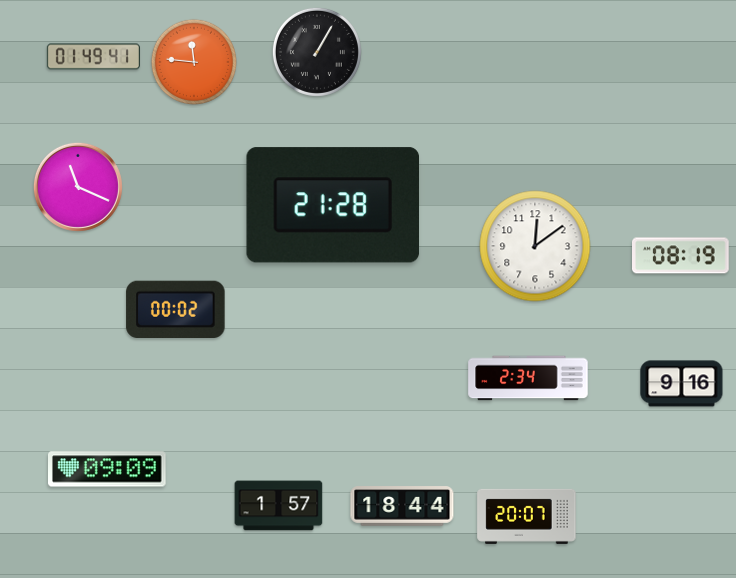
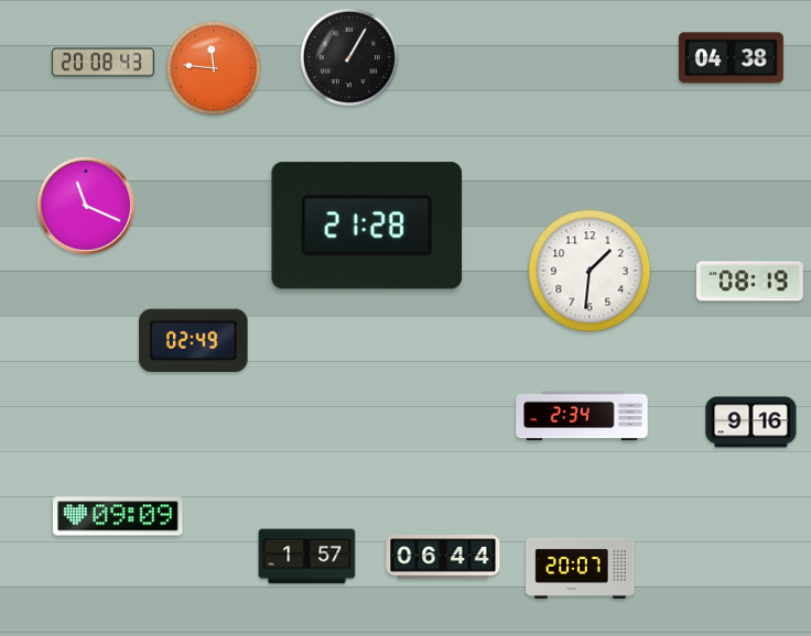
clock at (731, 58): none -> 04:38
clock at (93, 57): 01:49 -> 20:08
clock at (535, 246): 12:09 -> 1:31
clock at (176, 309): 00:02 -> 02:49
clock at (402, 506): 18:44 -> 06:44
